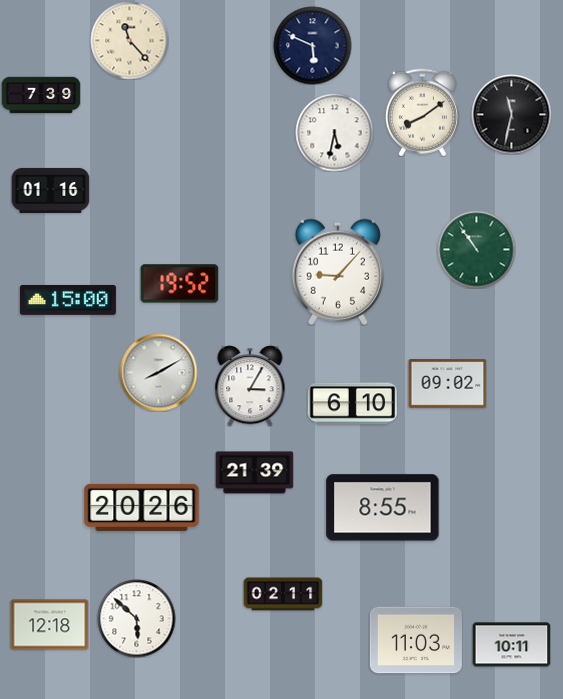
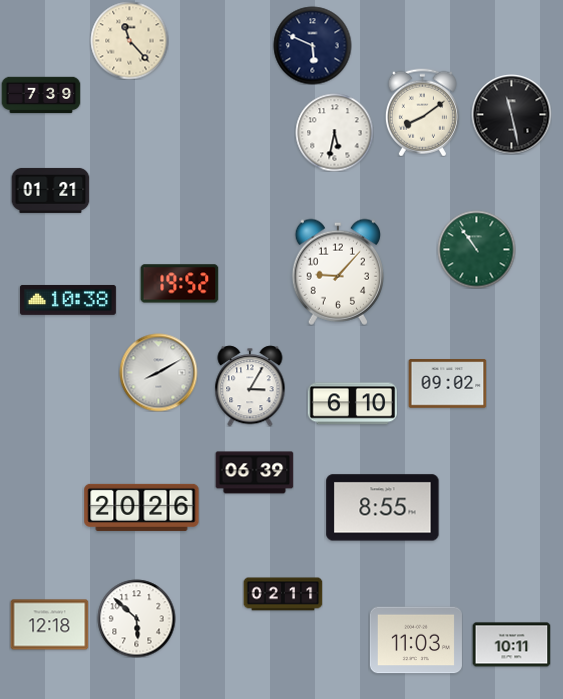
clock at (511, 114): 11:32 -> 11:28
clock at (50, 190): 01:16 -> 01:21
clock at (68, 300): 15:00 -> 10:38
clock at (254, 473): 21:39 -> 06:39
